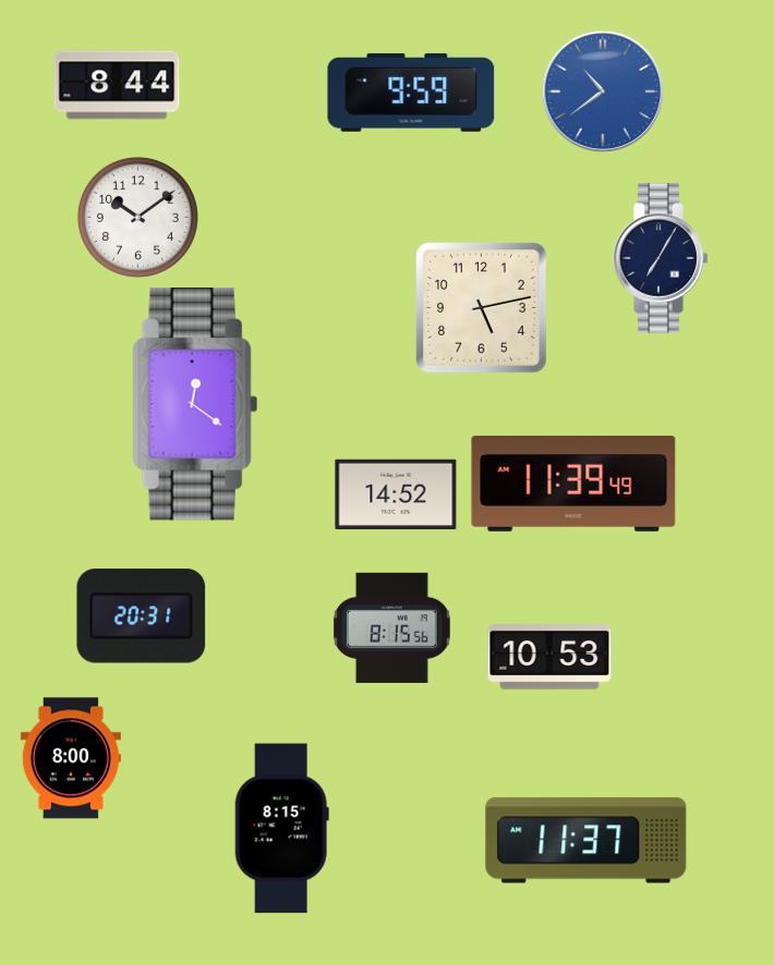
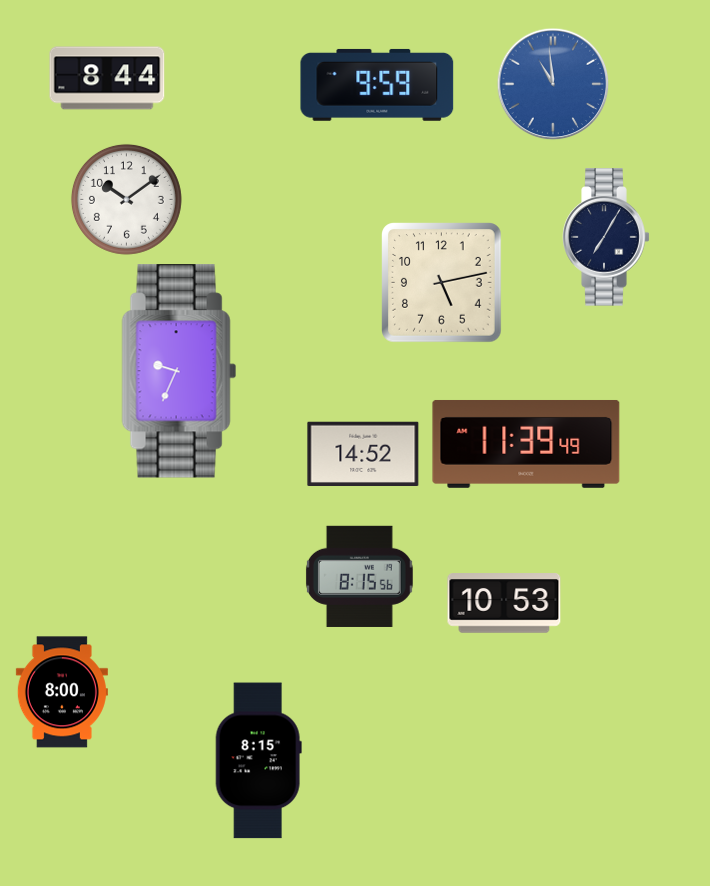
clock at (603, 91): 10:39 -> 10:59
clock at (195, 404): 12:21 -> 9:34
clock at (142, 616): 20:31 -> none
clock at (71, 758) position: (71, 758) -> (62, 692)
clock at (586, 841): 11:37 -> none
